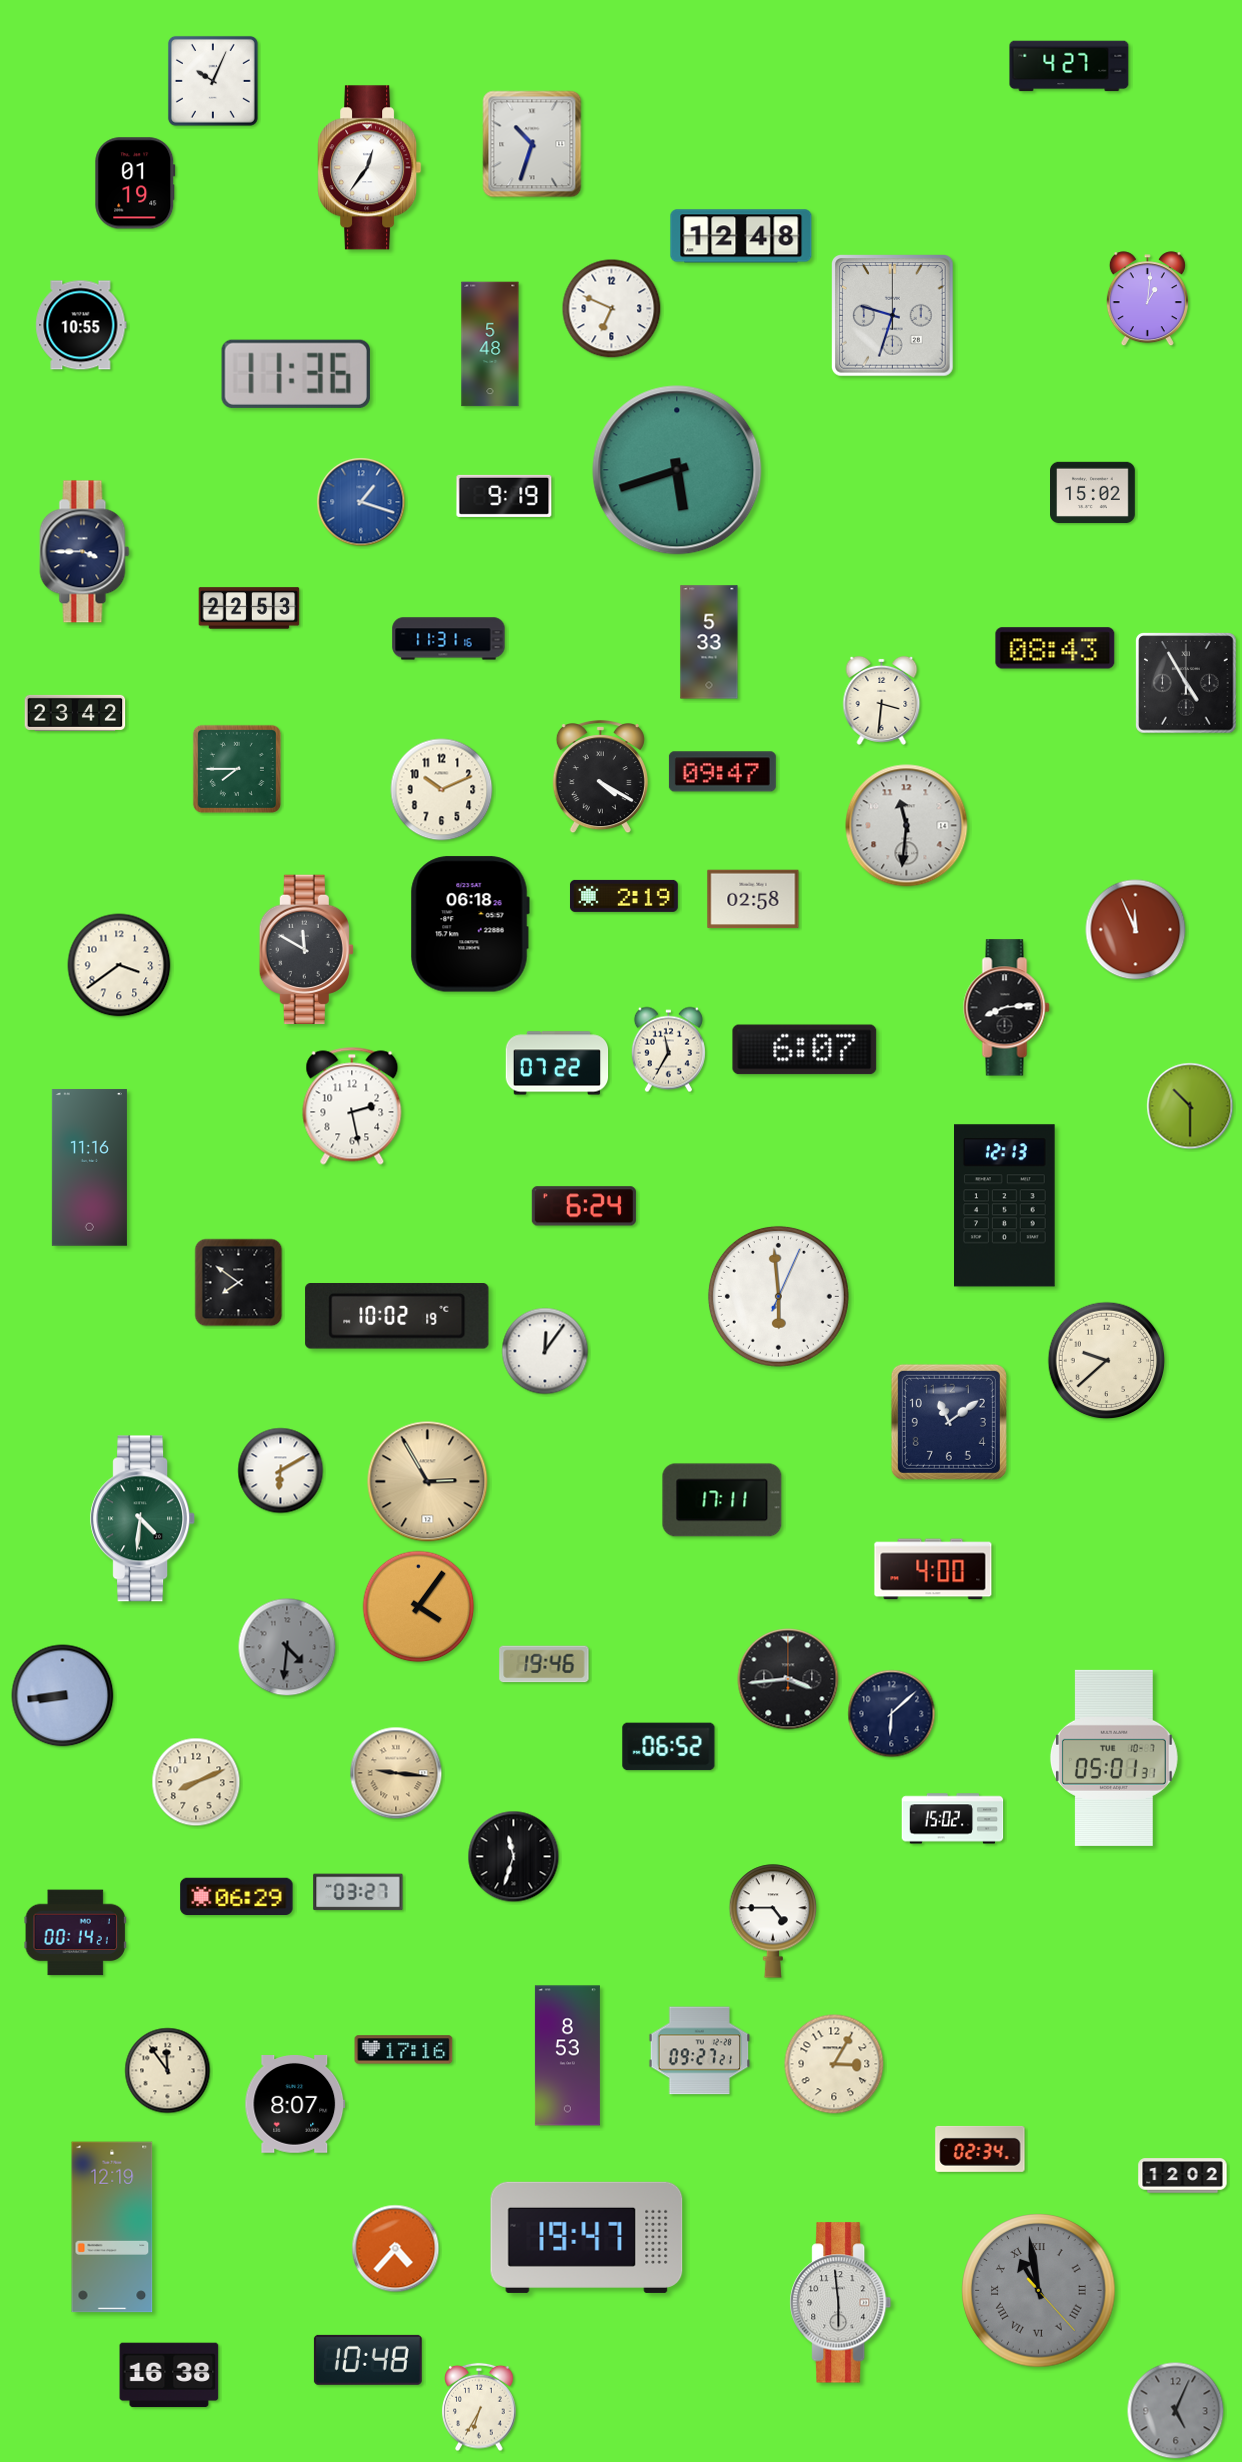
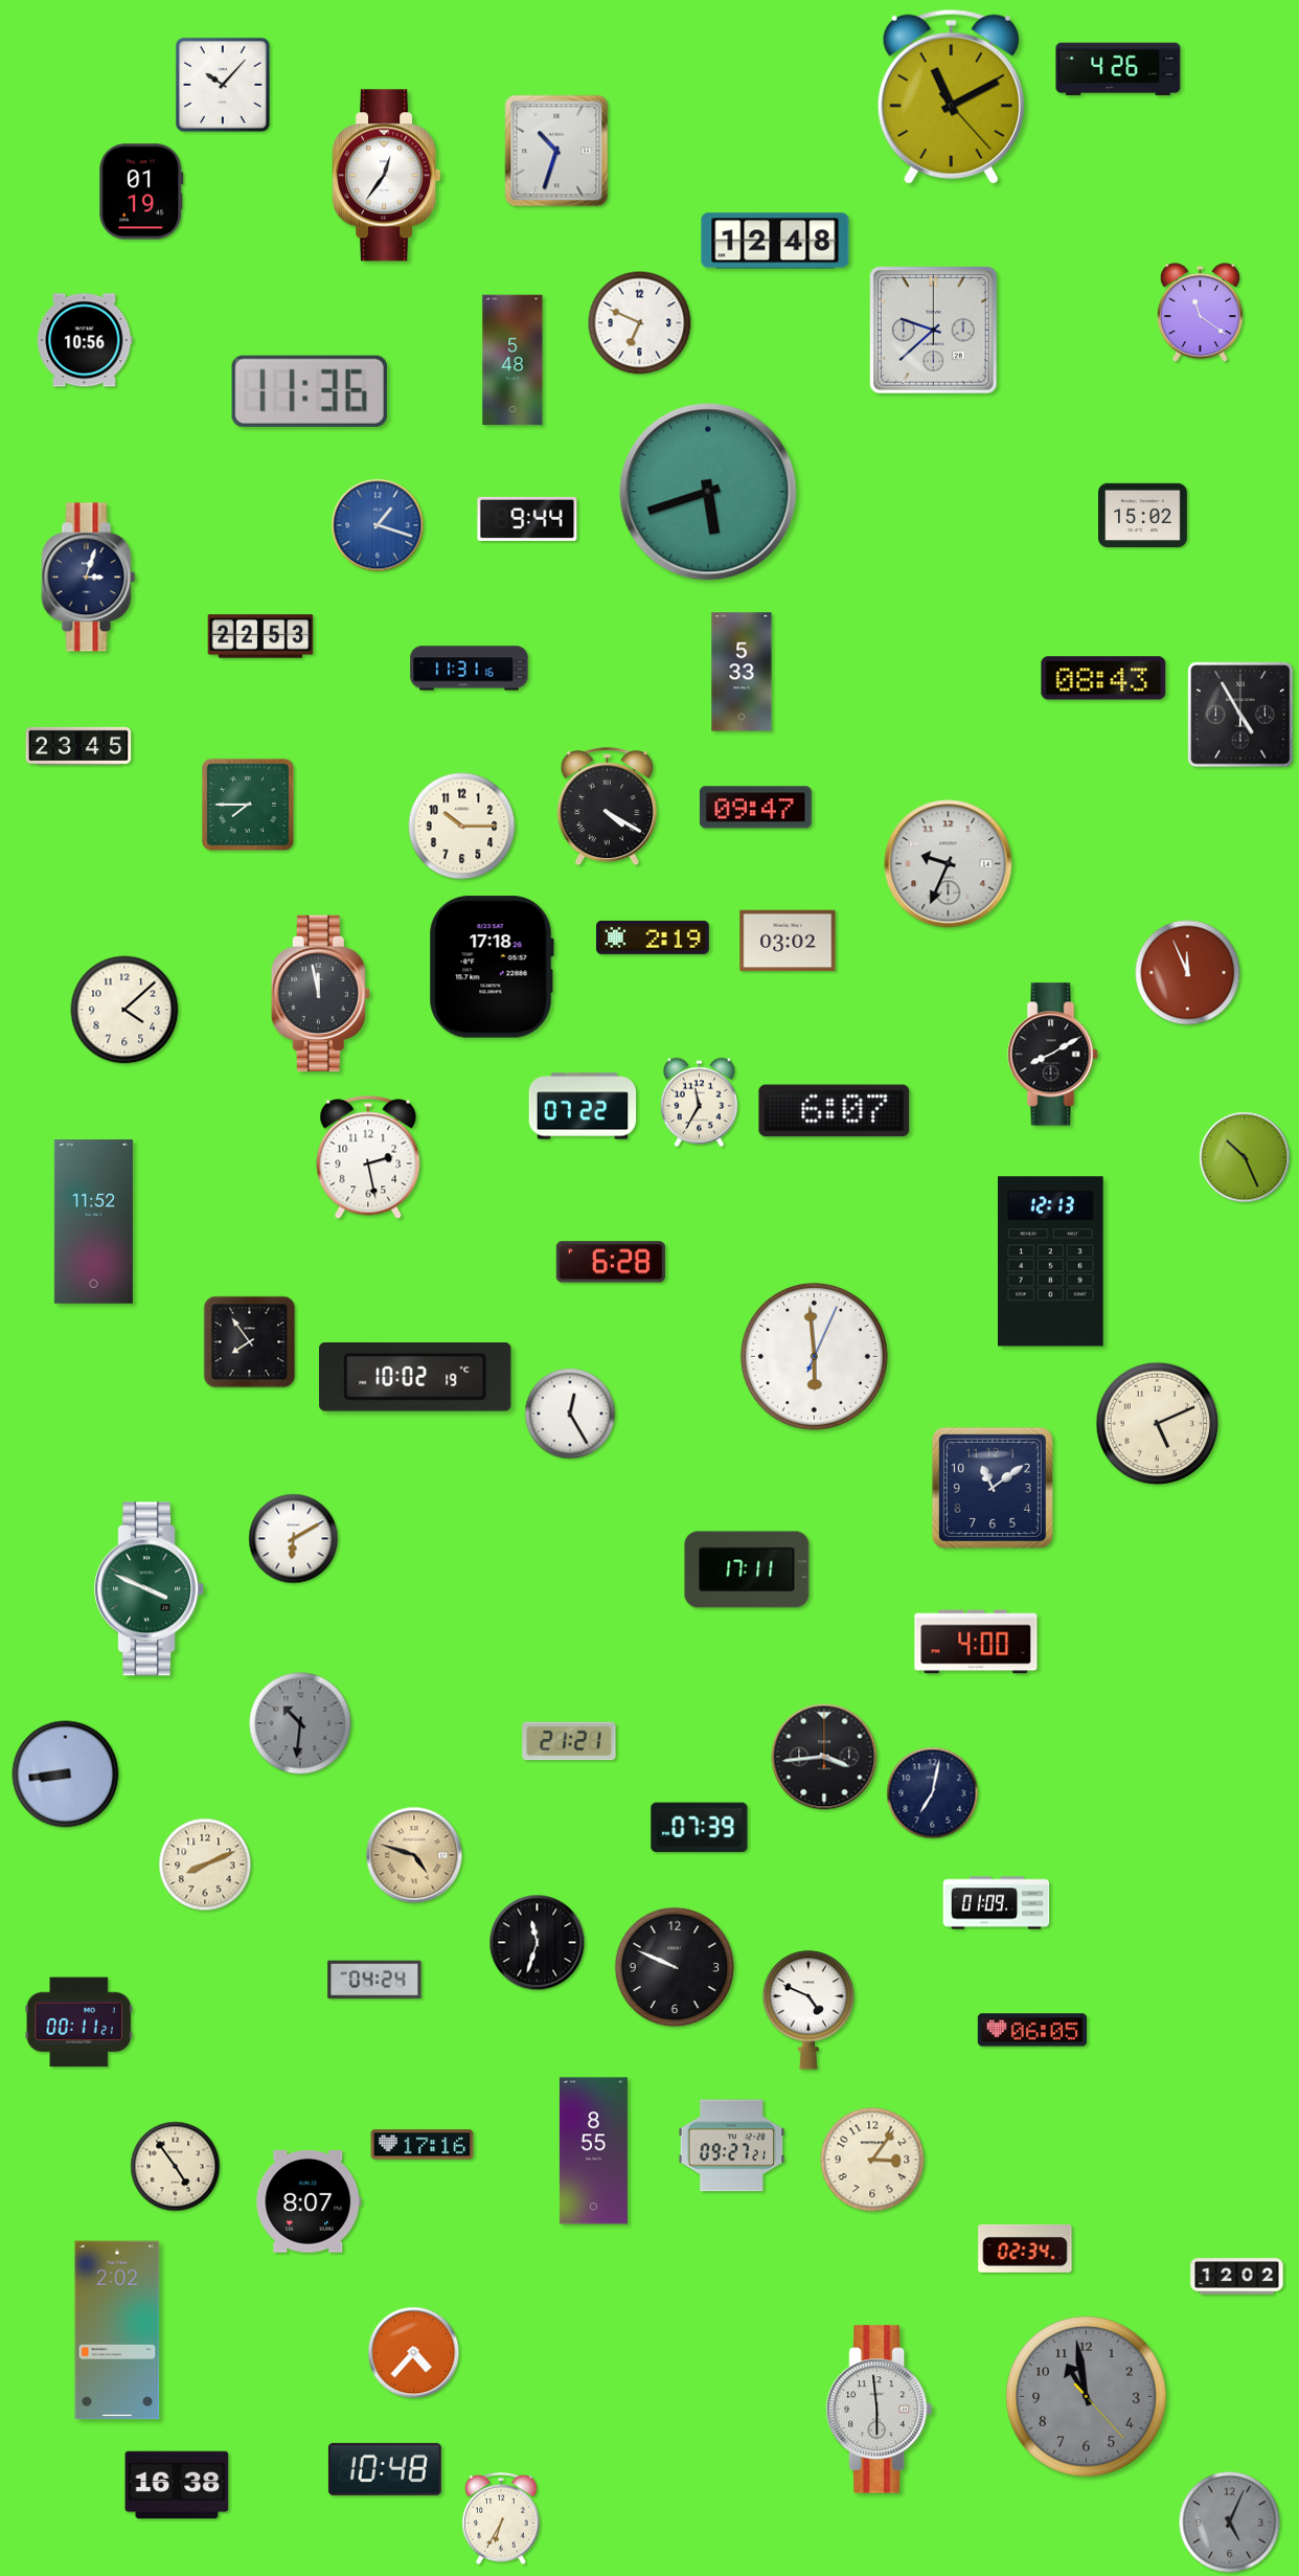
clock at (1069, 66): 4:27 -> 4:26
clock at (213, 81): 10:04 -> 10:07
clock at (951, 96): none -> 11:10
clock at (741, 236) position: (741, 236) -> (775, 241)
clock at (1147, 299): 1:01 -> 11:21
clock at (893, 316): 9:33 -> 9:38
clock at (81, 325): 10:55 -> 10:56
clock at (504, 496): 9:19 -> 9:44
clock at (85, 552): 3:45 -> 3:03
clock at (882, 700): 3:31 -> none
clock at (75, 713): 23:42 -> 23:45
clock at (600, 778) position: (600, 778) -> (607, 808)
clock at (442, 790): 10:11 -> 10:15
clock at (907, 826): 11:31 -> 9:34
clock at (753, 899): 02:58 -> 03:02
clock at (470, 924): 06:18 -> 17:18
clock at (306, 949): 11:50 -> 11:58
clock at (119, 965): 3:39 -> 4:08
clock at (1007, 1008): 8:14 -> 8:10
clock at (668, 1050) position: (668, 1050) -> (699, 1103)
clock at (805, 1050) position: (805, 1050) -> (835, 1111)
clock at (557, 1063) position: (557, 1063) -> (583, 1106)
clock at (1190, 1106): 10:30 -> 10:26
clock at (89, 1168): 11:16 -> 11:52
clock at (584, 1206): 6:24 -> 6:28
clock at (239, 1283): 7:51 -> 7:54
clock at (545, 1351): 12:06 -> 12:25
clock at (1107, 1361): 9:38 -> 5:11
clock at (428, 1482): 2:55 -> none
clock at (722, 1500) position: (722, 1500) -> (747, 1569)
clock at (143, 1519): 4:31 -> 3:49
clock at (419, 1607): 4:06 -> none
clock at (287, 1647): 4:31 -> 10:31
clock at (544, 1664): 19:46 -> 21:21
clock at (892, 1714): 6:08 -> 7:02
clock at (669, 1747): 06:52 -> 07:39
clock at (1114, 1758): 05:01 -> none
clock at (396, 1773): 9:16 -> 4:48
clock at (953, 1819): 15:02 -> 01:09
clock at (675, 1967): none -> 9:49
clock at (358, 1892): 03:27 -> 04:24
clock at (237, 1897): 06:29 -> none
clock at (773, 1921): 4:45 -> 4:49
clock at (75, 1933): 00:14 -> 00:11
clock at (1032, 2030): none -> 06:05
clock at (567, 2056): 8:53 -> 8:55
clock at (834, 2064): 3:05 -> 3:06
clock at (168, 2071): 11:54 -> 4:54
clock at (112, 2227): 12:19 -> 2:02
clock at (587, 2237): 19:47 -> none
clock at (1039, 2291) numerals: Roman -> Arabic
